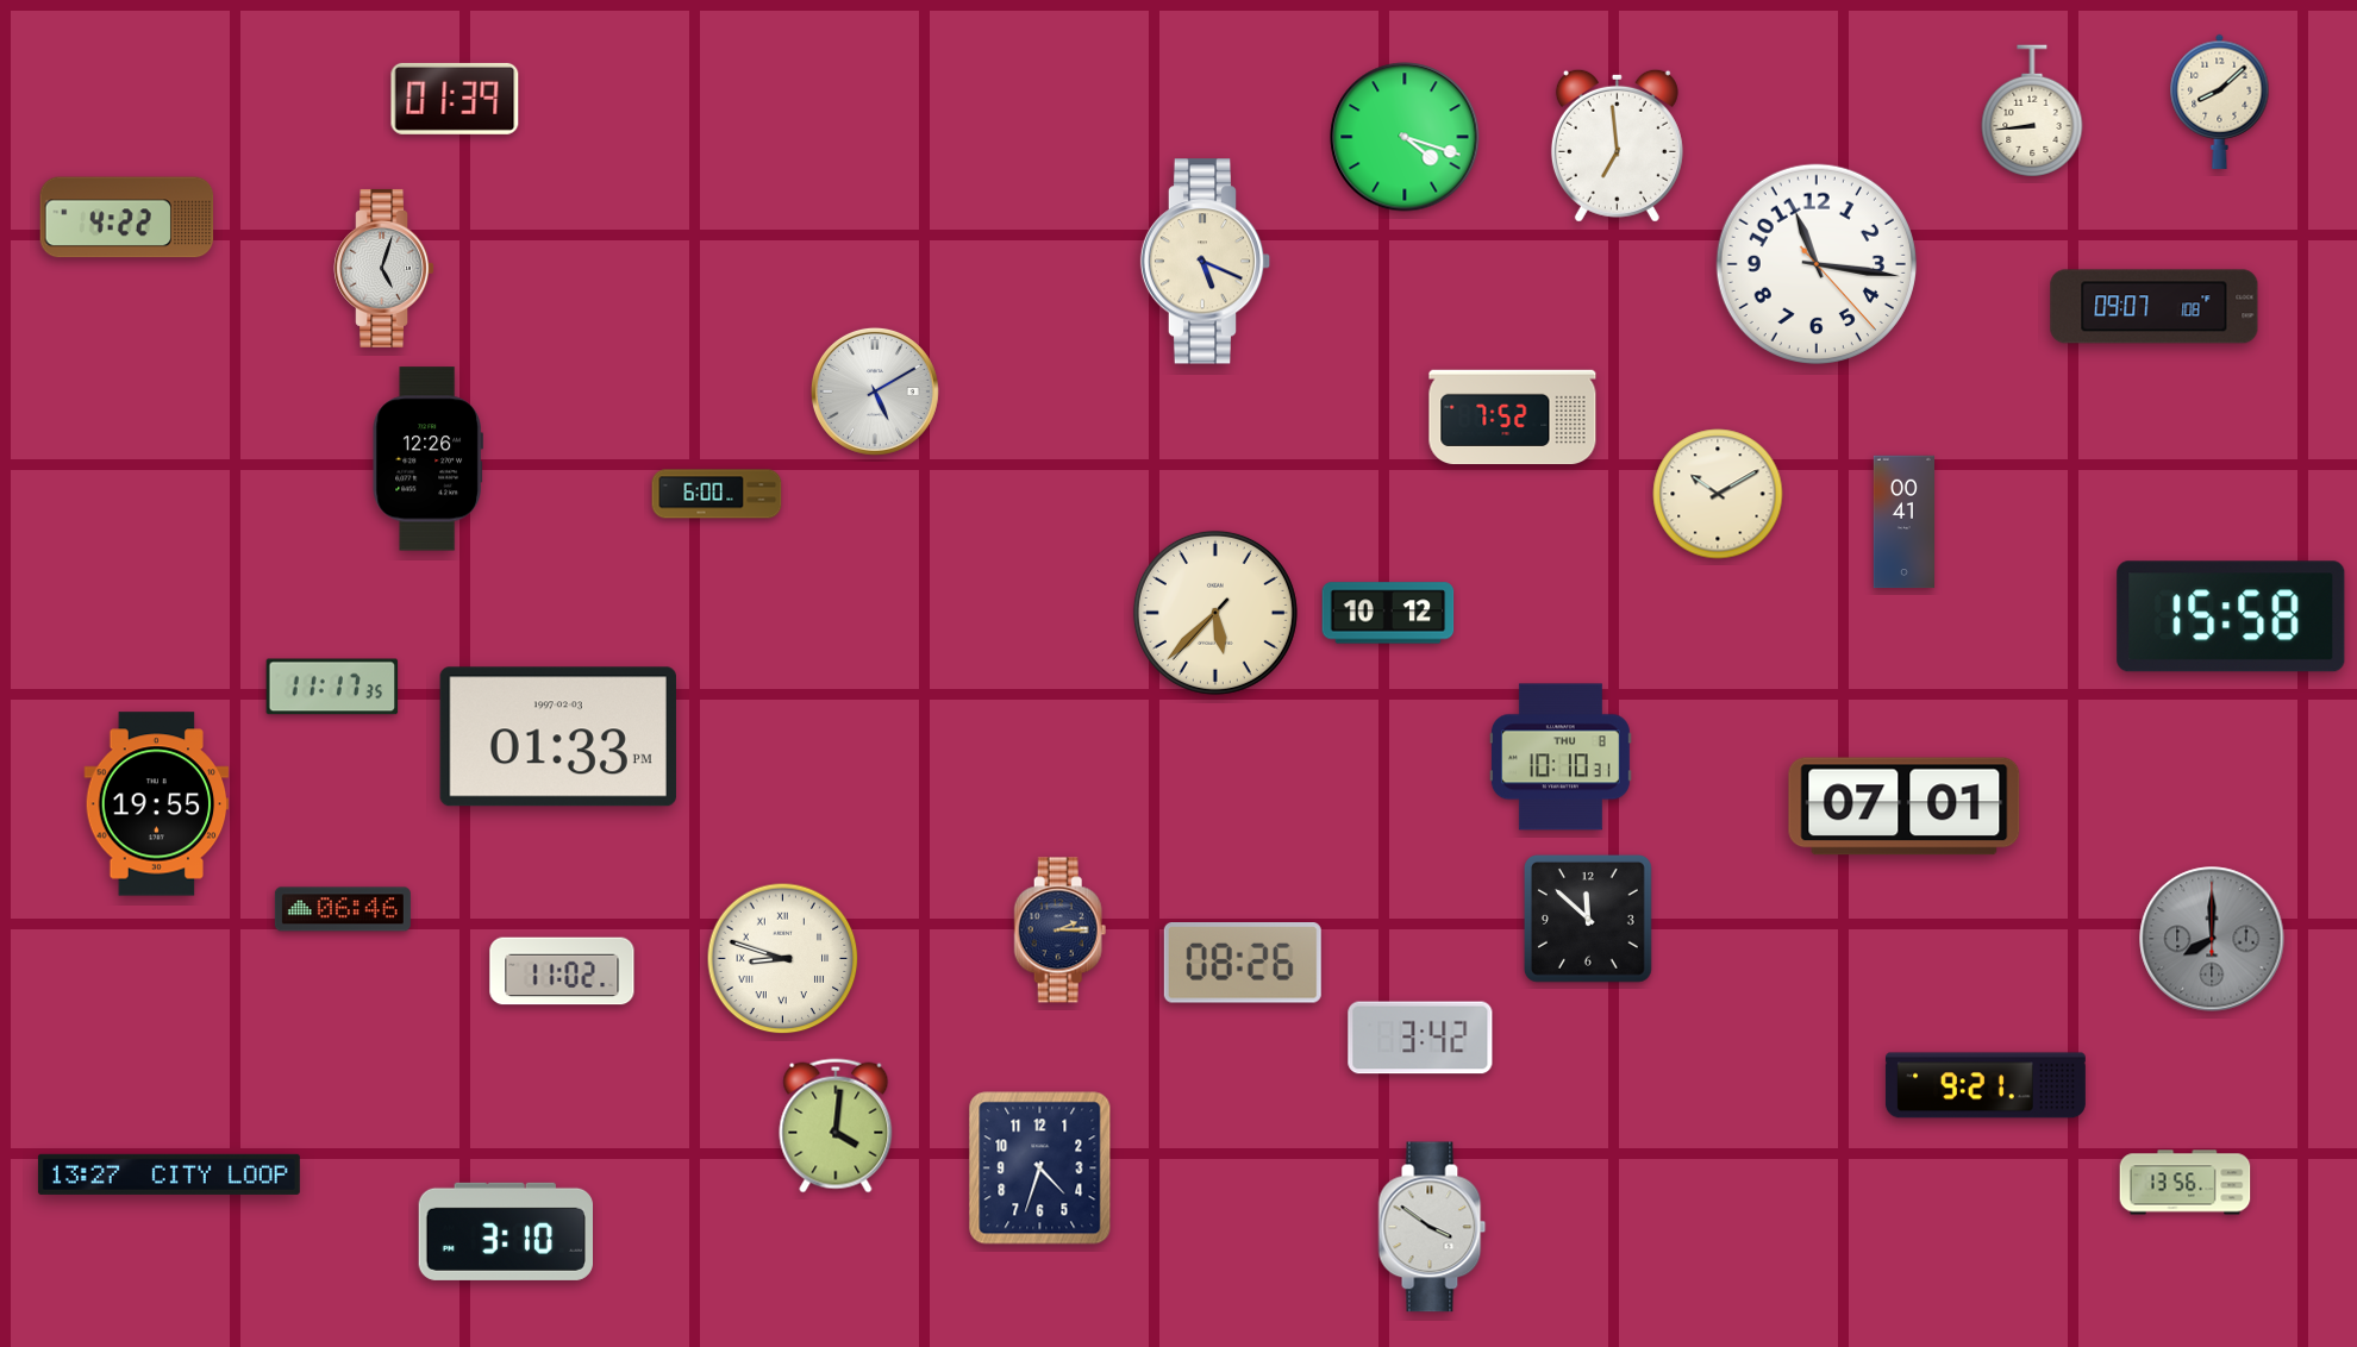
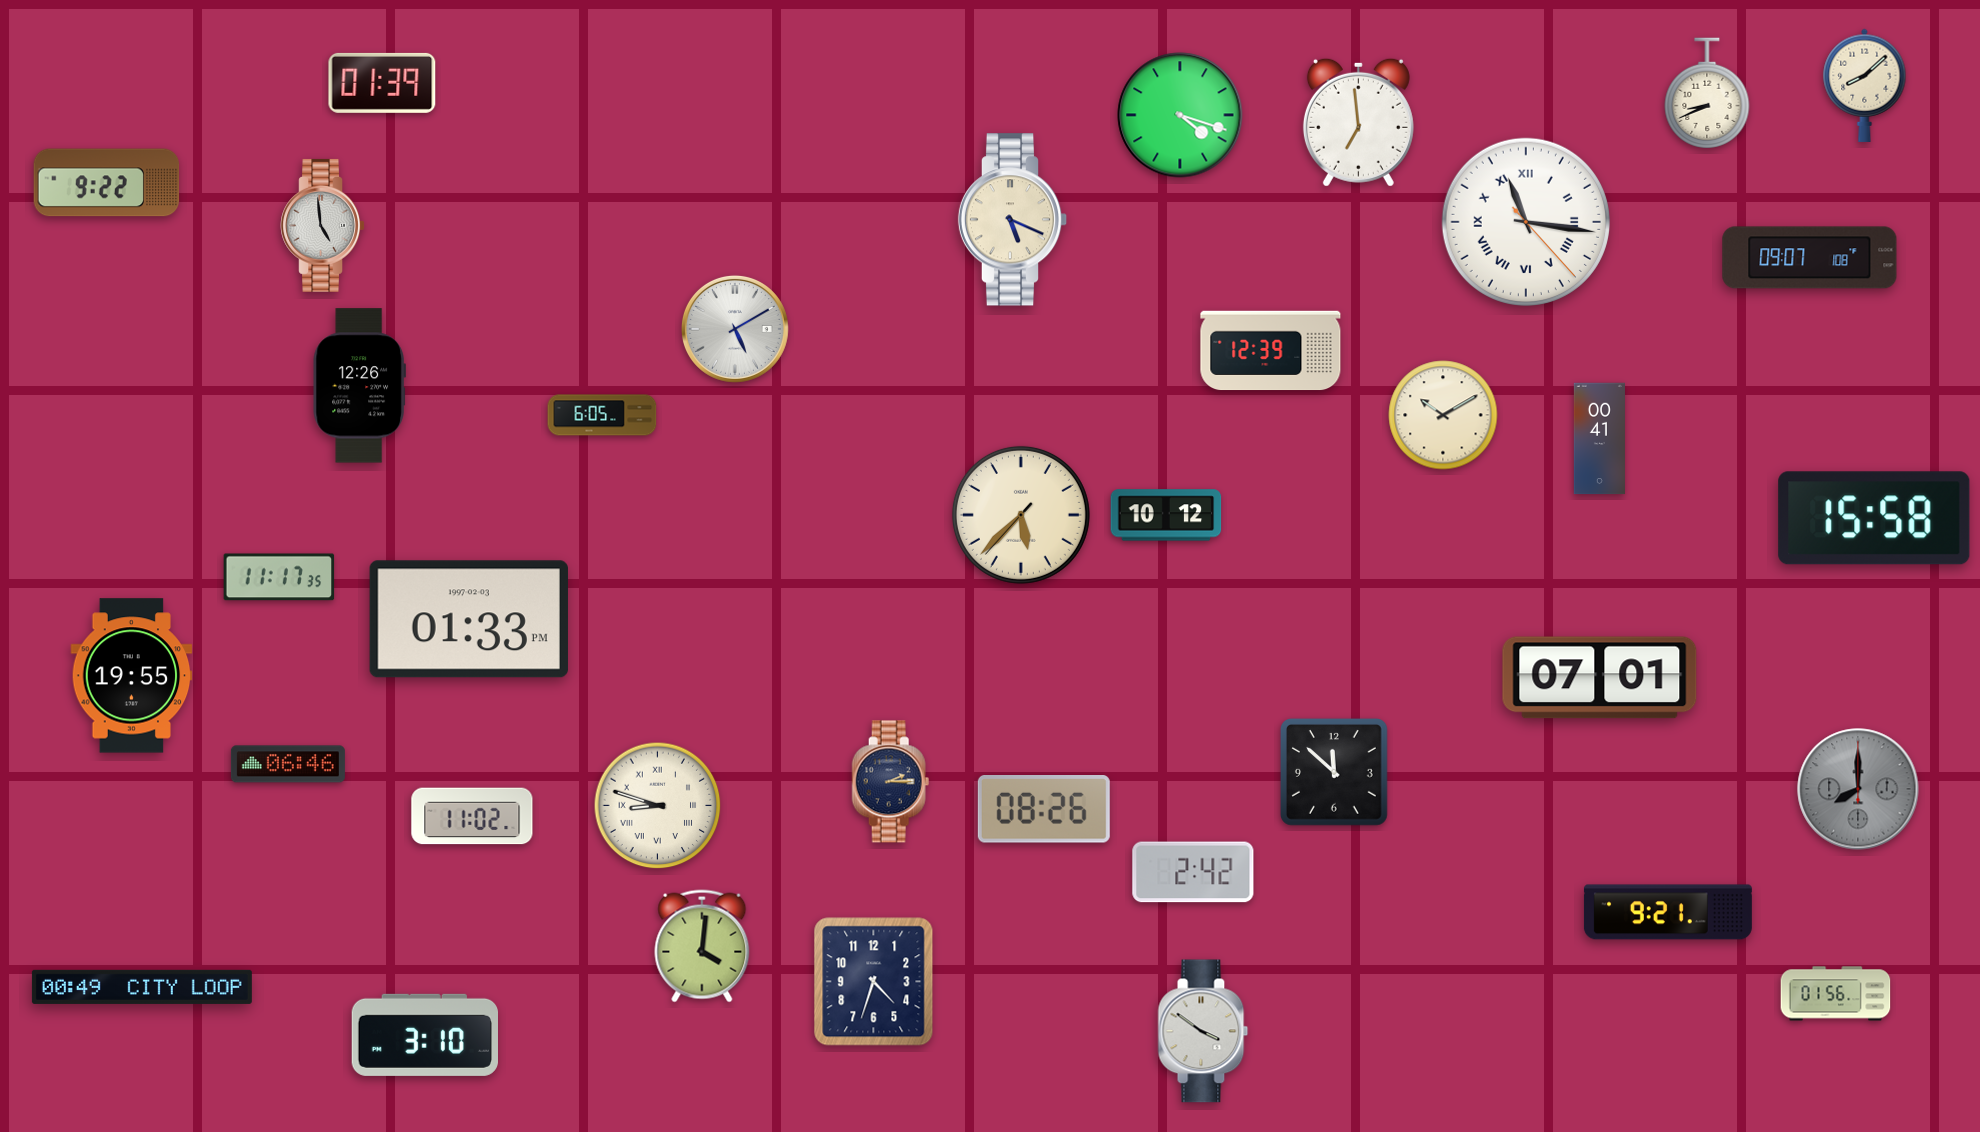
clock at (2032, 111): 8:44 -> 8:41
clock at (127, 218): 4:22 -> 9:22
clock at (1817, 264) numerals: Arabic -> Roman
clock at (383, 268): 5:03 -> 4:59
clock at (1513, 418): 7:52 -> 12:39
clock at (717, 494): 6:00 -> 6:05
clock at (1561, 757): 10:10 -> none
clock at (1420, 1038): 3:42 -> 2:42
clock at (169, 1174): 13:27 -> 00:49
clock at (2186, 1183): 13:56 -> 01:56
